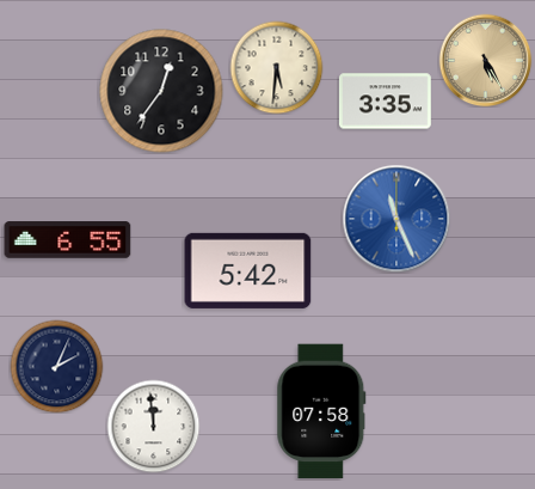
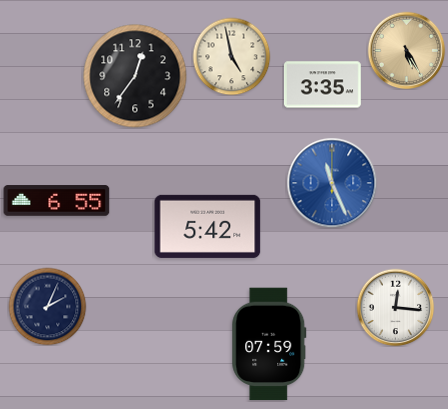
clock at (276, 67): 5:31 -> 4:58
clock at (395, 307): none -> 12:16
clock at (321, 411): 07:58 -> 07:59
clock at (153, 426): 11:59 -> none
